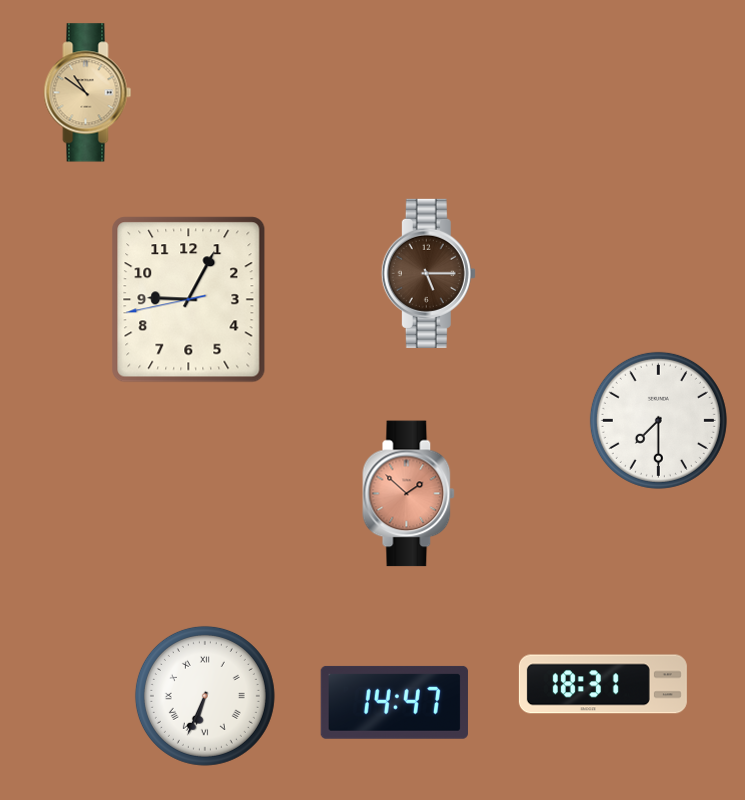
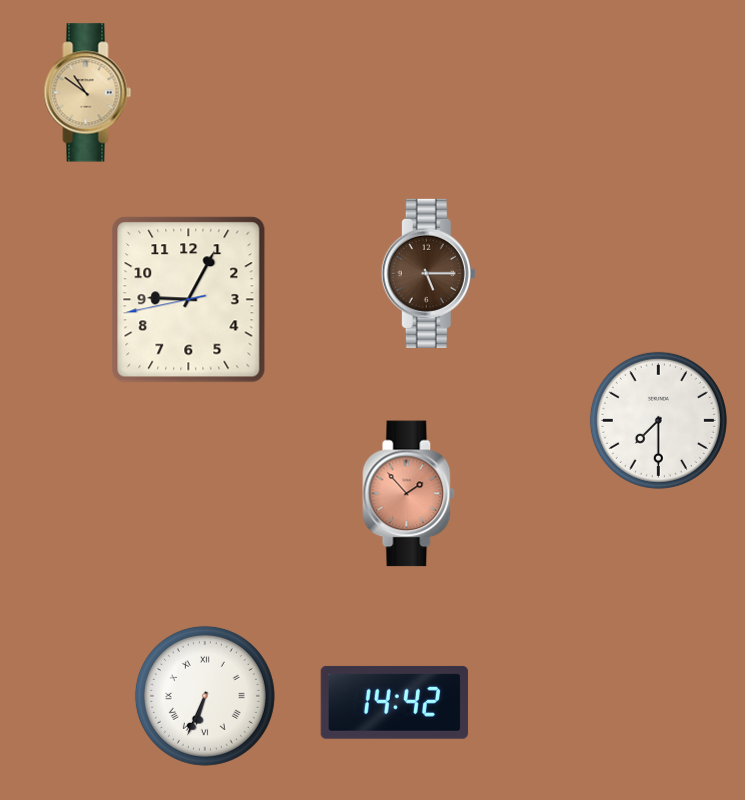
clock at (409, 494): 1:52 -> 1:53
clock at (603, 684): 18:31 -> none
clock at (394, 702): 14:47 -> 14:42
